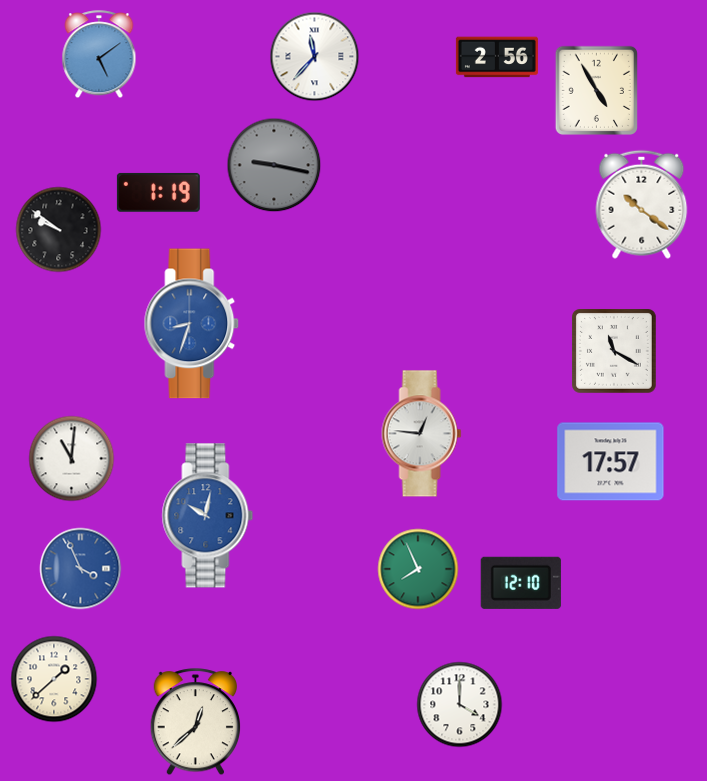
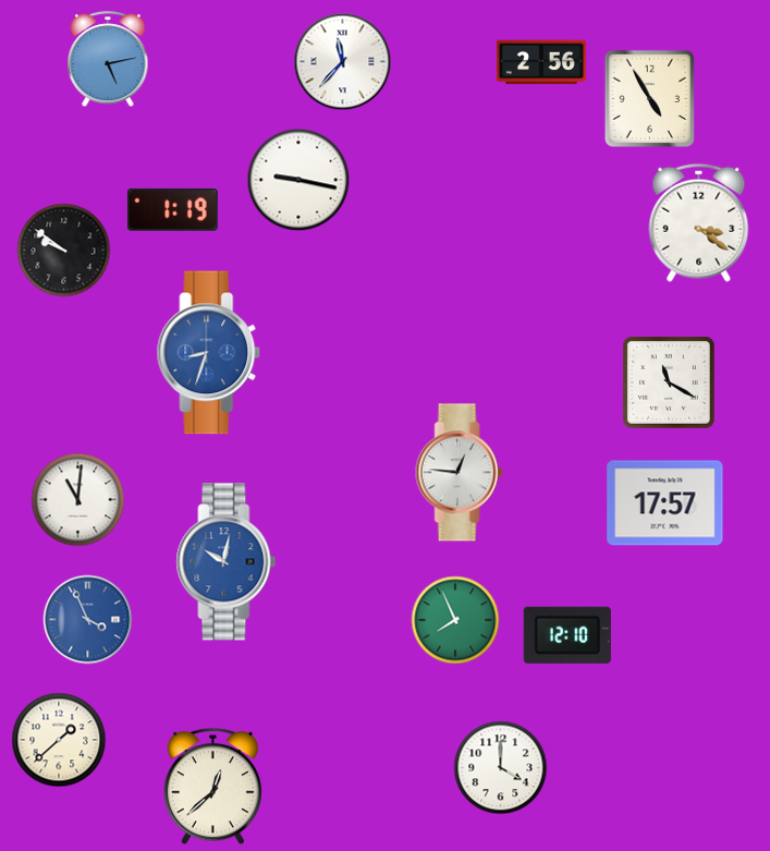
clock at (99, 55): 5:09 -> 5:13
clock at (274, 165) dial: grey -> white
clock at (642, 204): 10:21 -> 3:21
